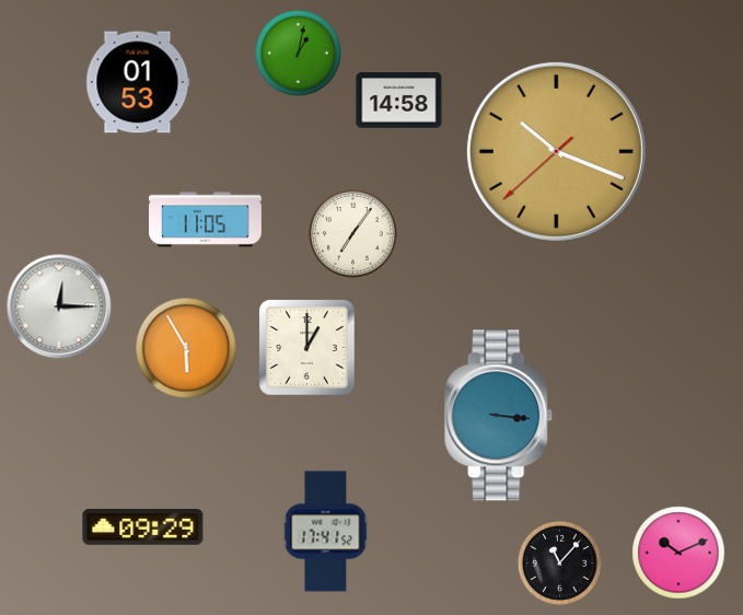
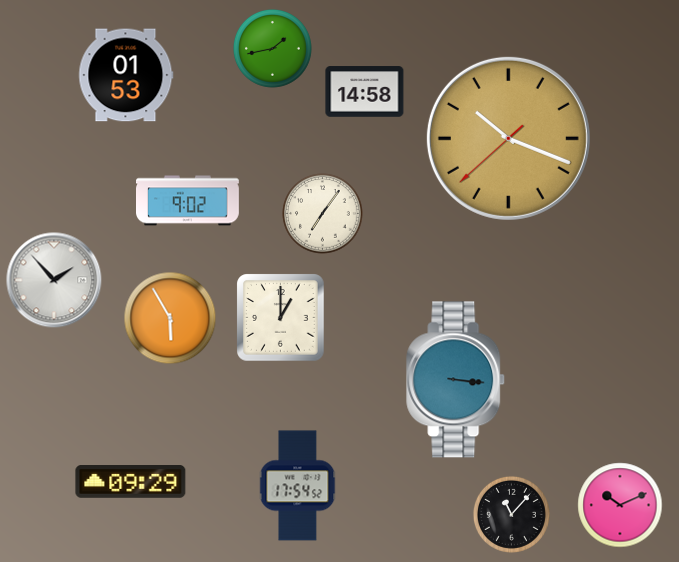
clock at (298, 53): 1:02 -> 1:43
clock at (206, 220): 11:05 -> 9:02
clock at (59, 306): 12:15 -> 1:53
clock at (326, 532): 17:41 -> 17:54
